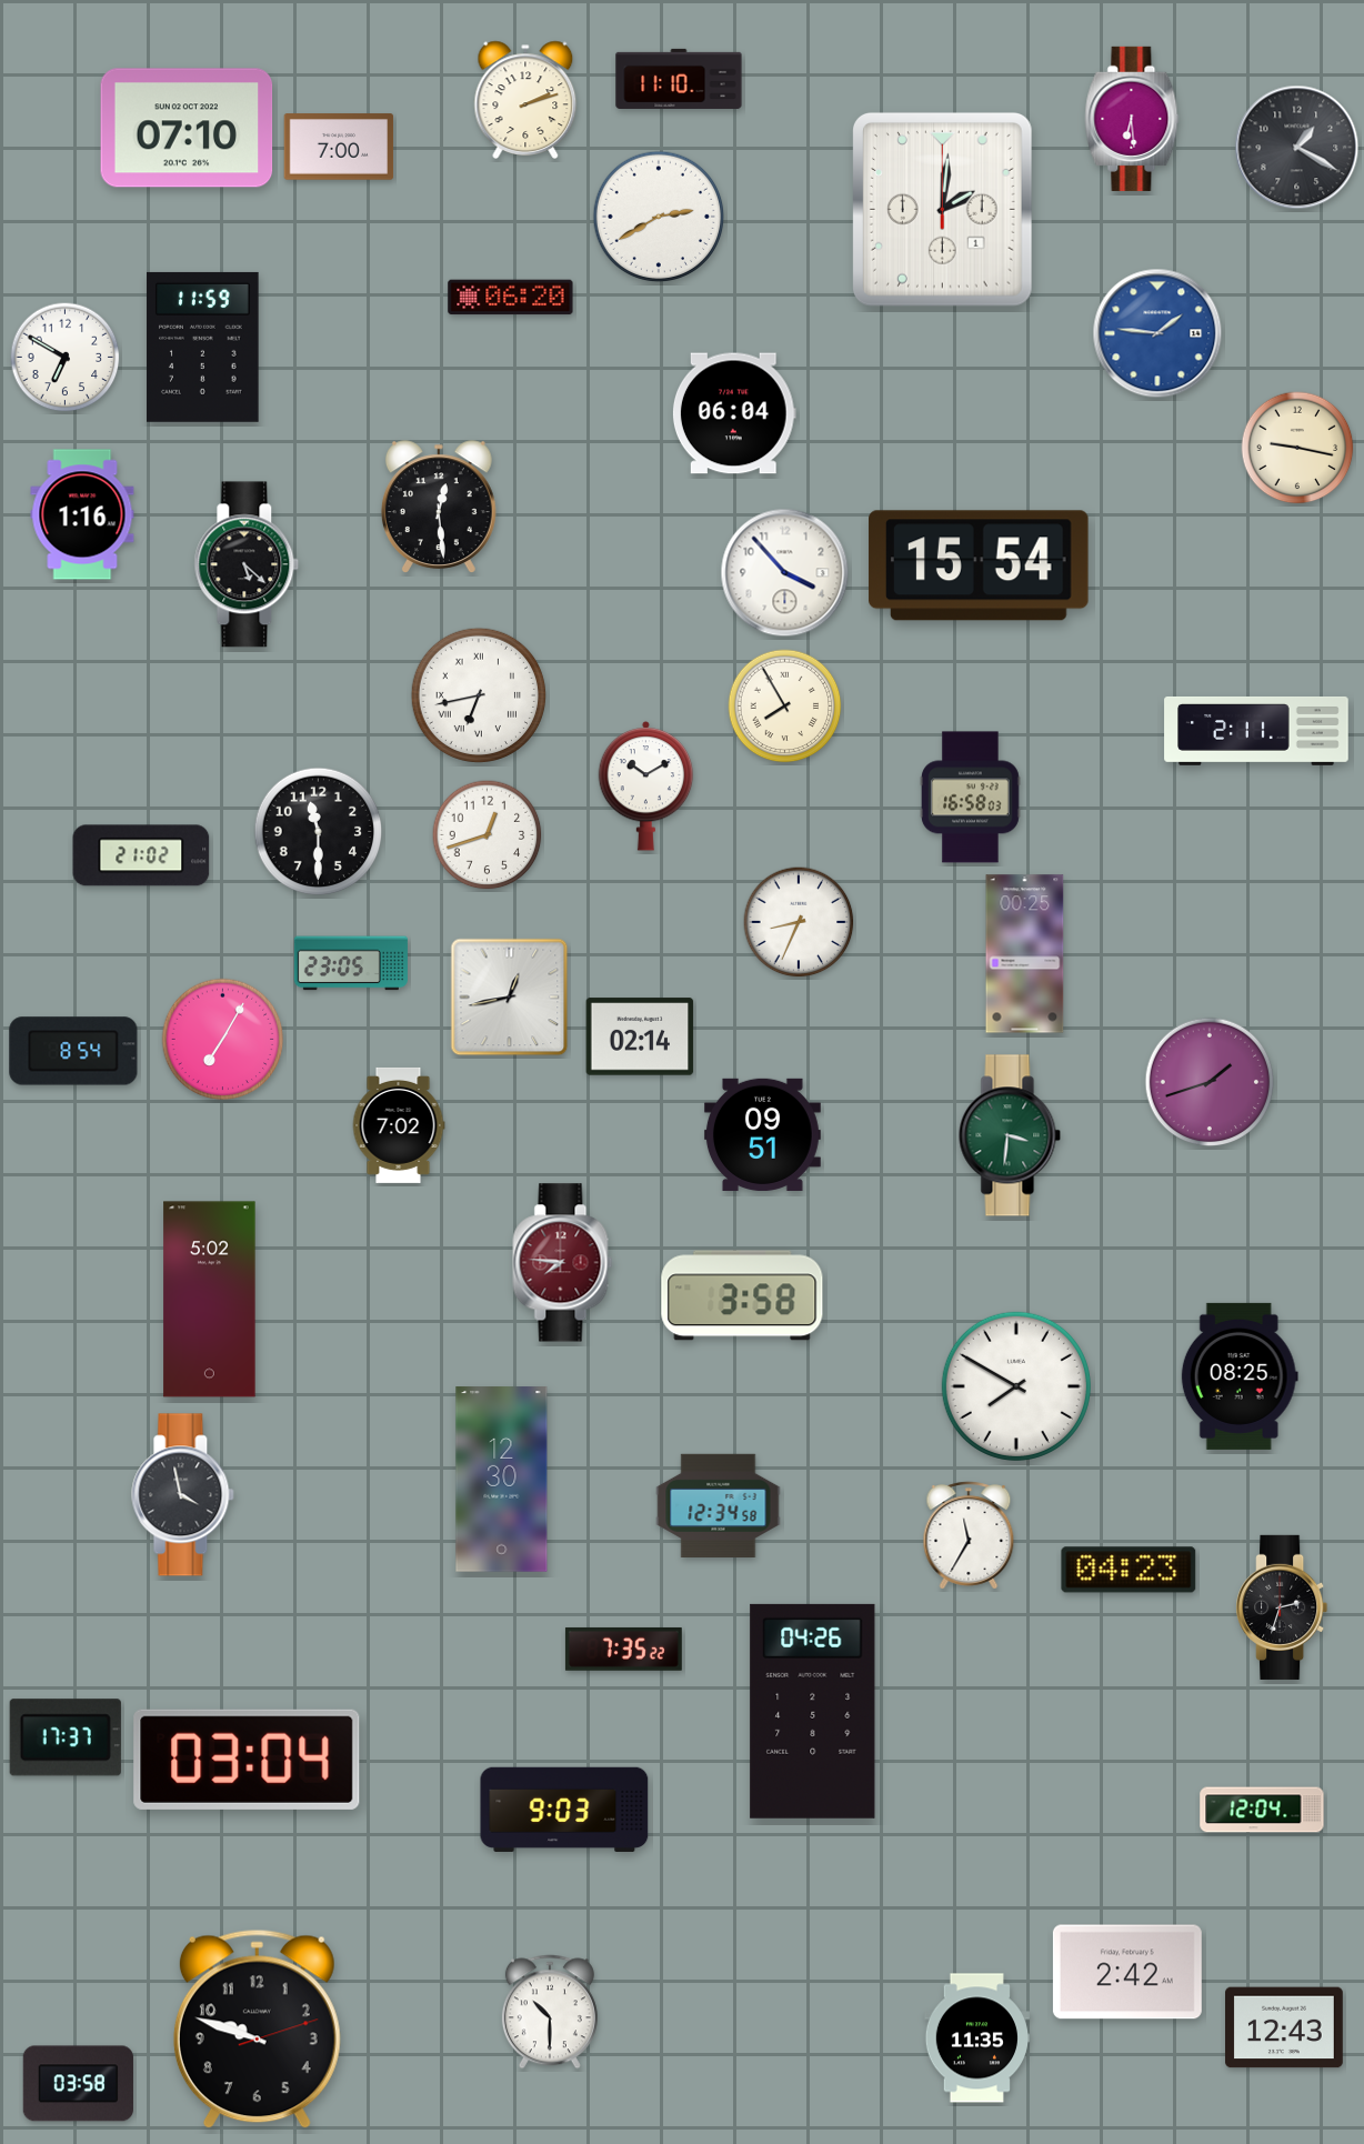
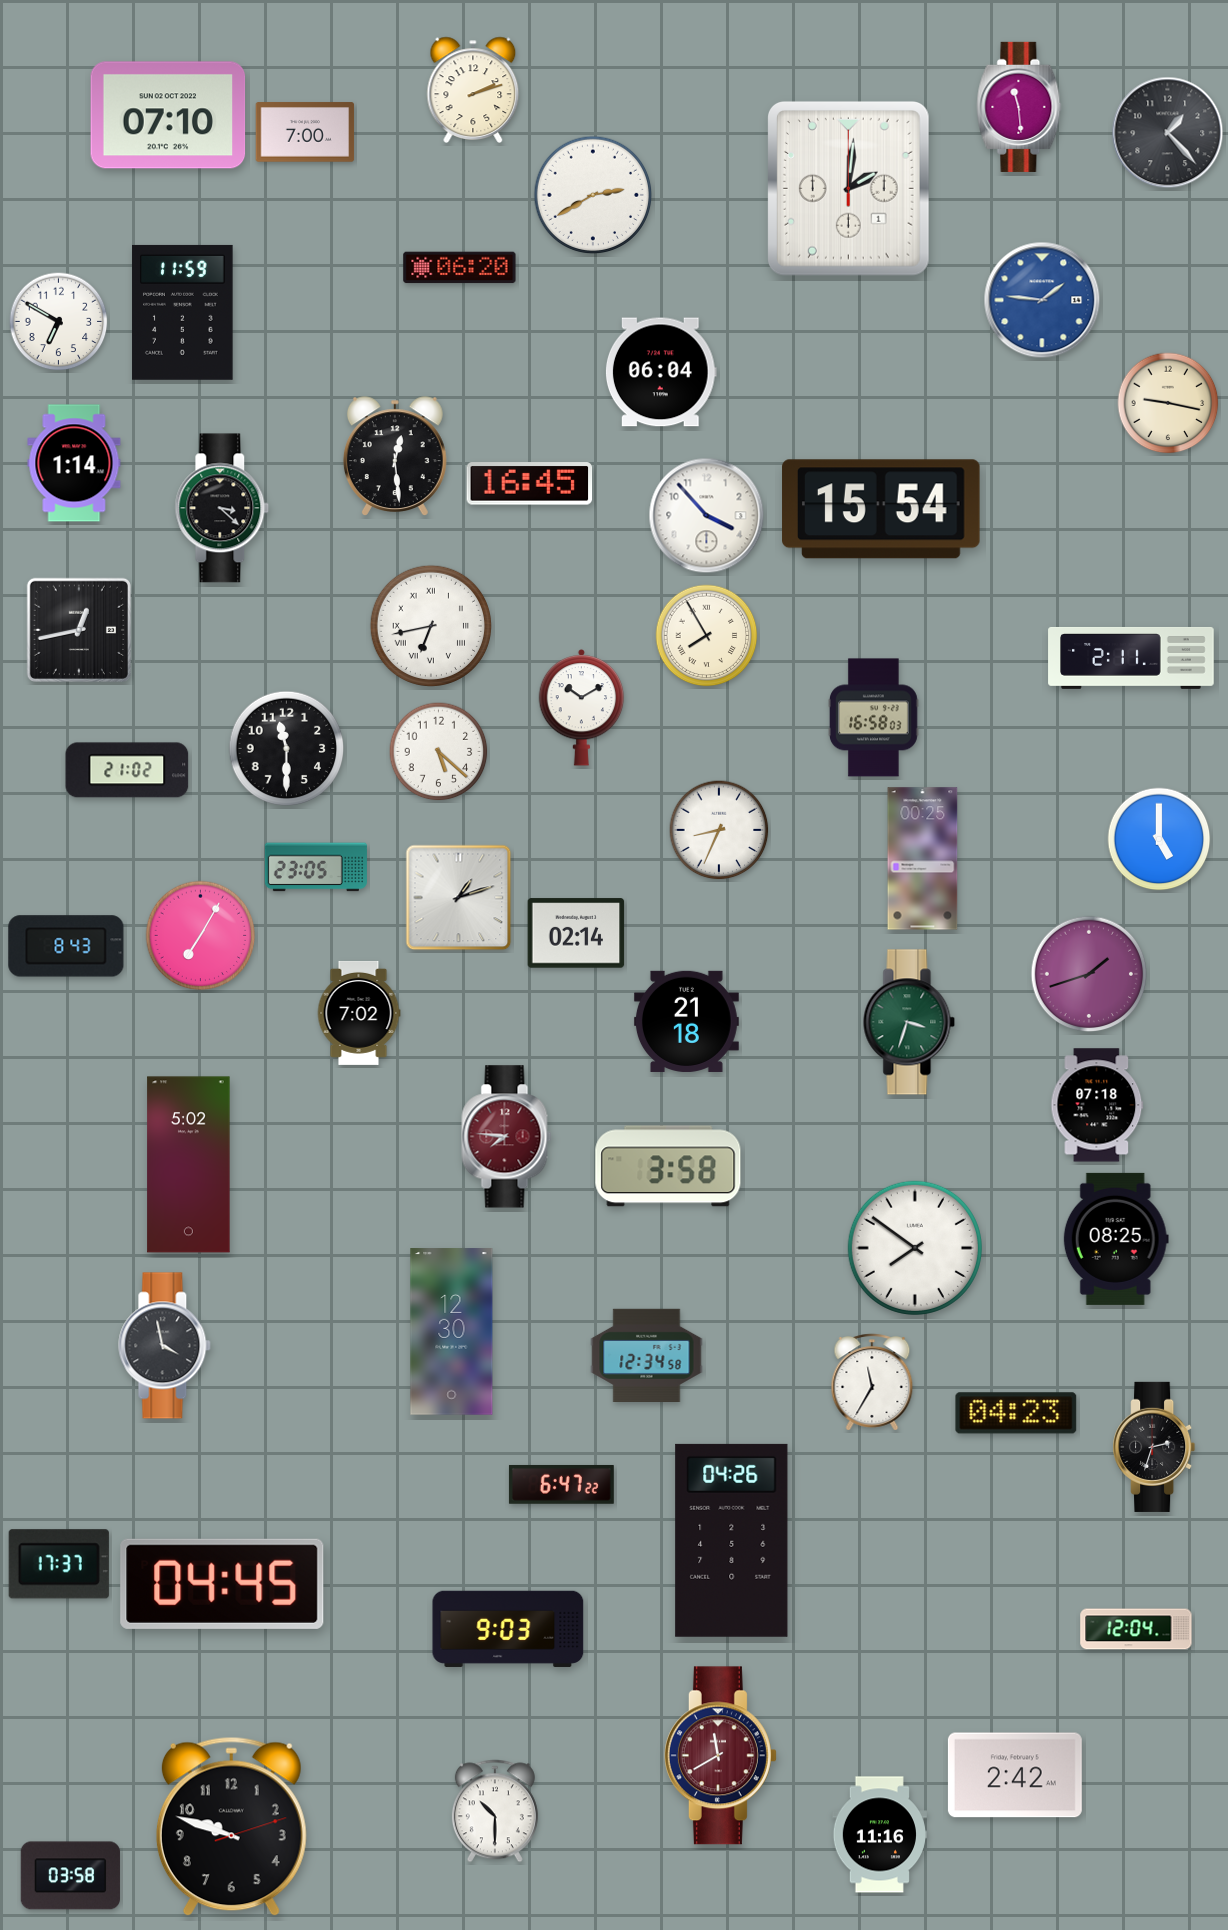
clock at (679, 79): 11:10 -> none
clock at (1132, 119): 6:29 -> 11:29
clock at (1297, 148): 1:20 -> 1:23
clock at (82, 514): 1:16 -> 1:14
clock at (530, 484): none -> 16:45
clock at (247, 564): 5:22 -> 3:22
clock at (79, 630): none -> 12:43
clock at (488, 835): 12:42 -> 5:22
clock at (1159, 839): none -> 5:00
clock at (510, 998): 12:43 -> 1:12
clock at (73, 1051): 8:54 -> 8:43
clock at (762, 1134): 09:51 -> 21:18
clock at (1010, 1135): 3:31 -> 3:33
clock at (1097, 1105): none -> 07:18
clock at (210, 1300) position: (210, 1300) -> (189, 1165)
clock at (1016, 1386): 7:50 -> 7:51
clock at (623, 1650): 7:35 -> 6:47
clock at (247, 1760): 03:04 -> 04:45
clock at (720, 1756): none -> 11:40
clock at (1285, 2027): 12:43 -> none
clock at (976, 2038): 11:35 -> 11:16
